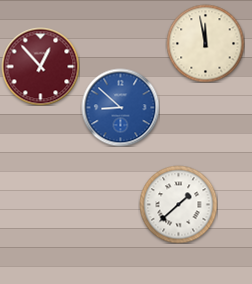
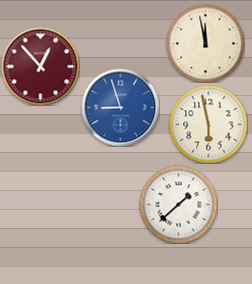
clock at (120, 107): 8:52 -> 8:57
clock at (208, 124): none -> 5:58
